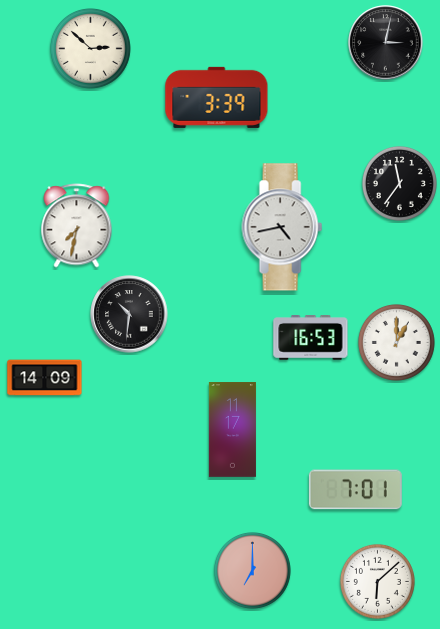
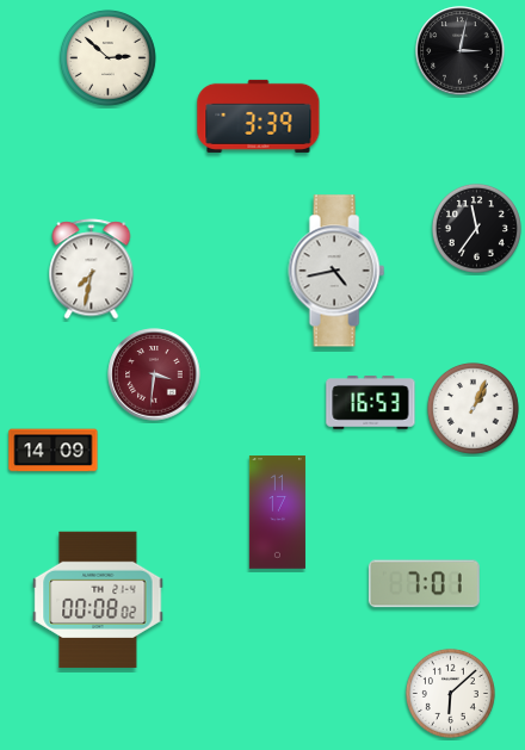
clock at (399, 183) position: (399, 183) -> (476, 228)
clock at (129, 314): 10:31 -> 3:31
clock at (129, 314) dial: black -> burgundy
clock at (396, 342): 1:00 -> 1:04
clock at (98, 600): none -> 00:08
clock at (252, 570): 7:00 -> none
